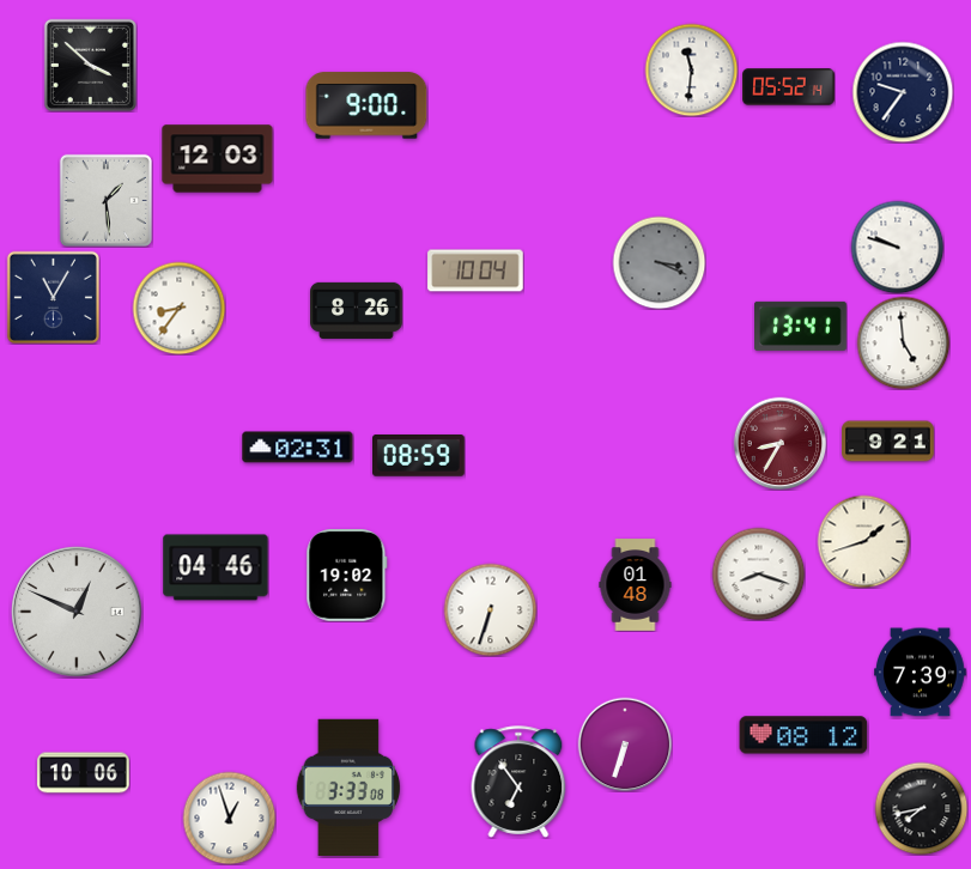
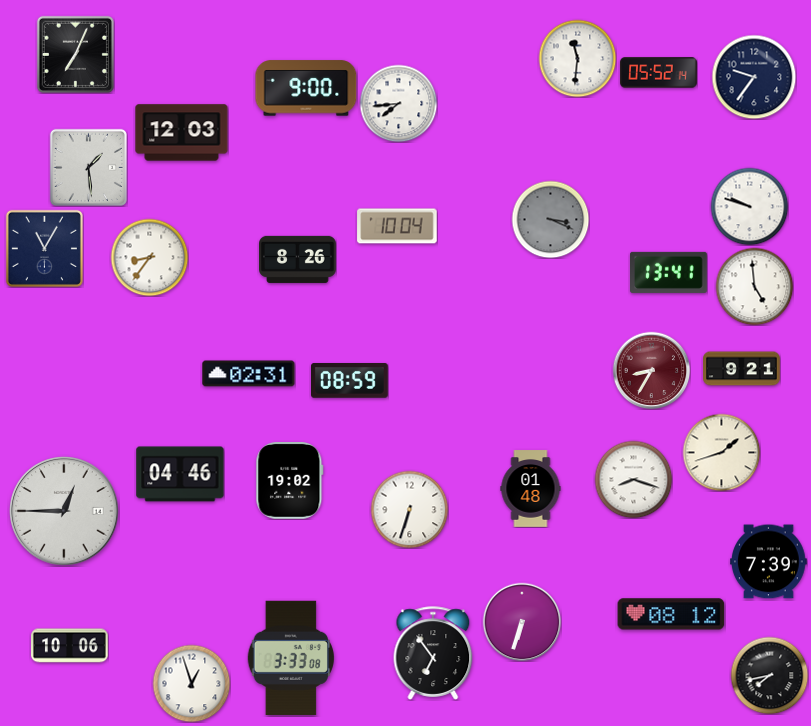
clock at (90, 65): 3:52 -> 7:04
clock at (398, 103): none -> 7:44
clock at (77, 612): 12:49 -> 12:45
